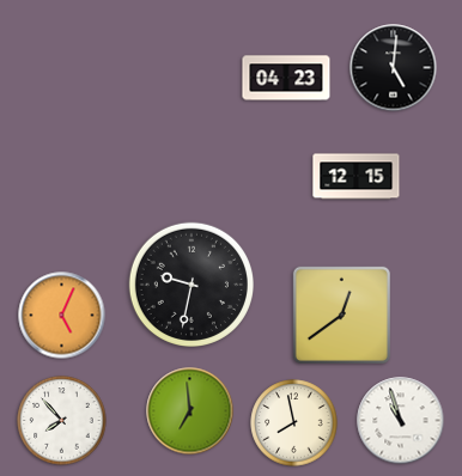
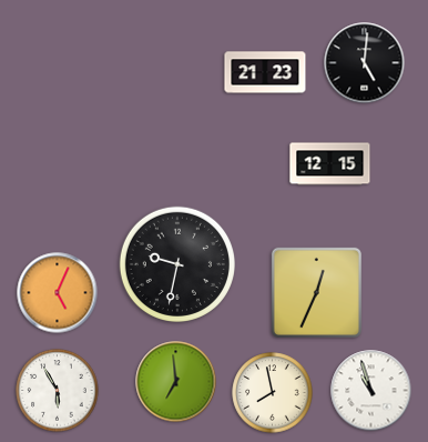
clock at (286, 78): 04:23 -> 21:23
clock at (341, 315): 12:39 -> 12:34
clock at (62, 421): 7:53 -> 5:55
